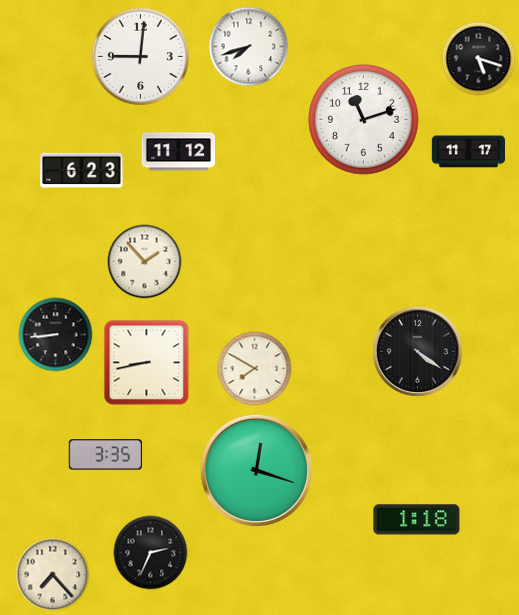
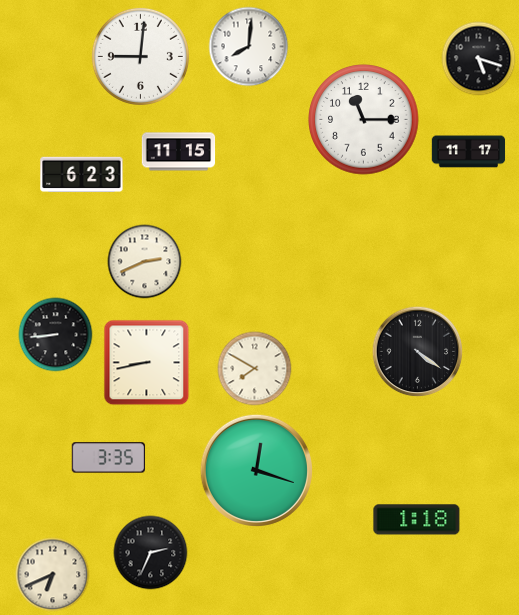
clock at (249, 47): 7:42 -> 8:01
clock at (364, 120): 11:12 -> 11:15
clock at (179, 152): 11:12 -> 11:15
clock at (82, 171) position: (82, 171) -> (82, 175)
clock at (145, 262): 1:53 -> 2:41
clock at (105, 455) position: (105, 455) -> (108, 458)
clock at (53, 575): 7:23 -> 6:41
